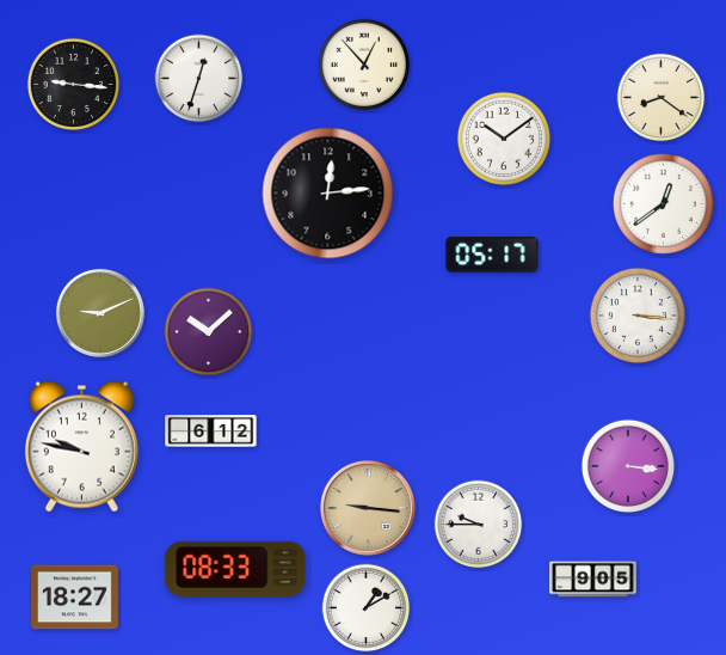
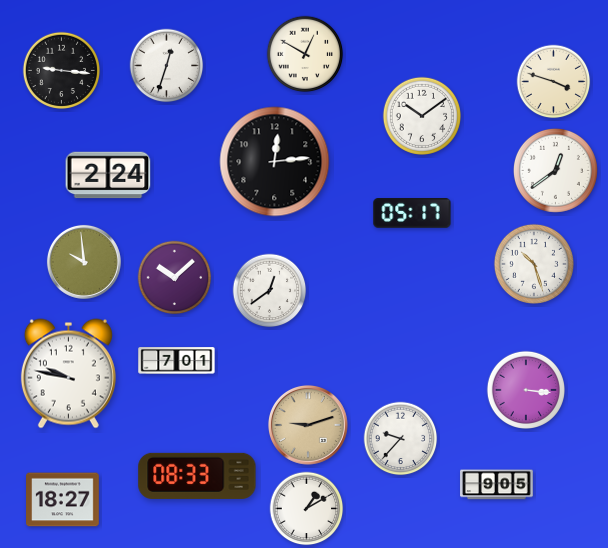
clock at (364, 65): 12:53 -> 12:50
clock at (662, 98): 8:21 -> 3:48
clock at (108, 175): none -> 2:24
clock at (100, 313): 9:11 -> 9:59
clock at (638, 316): 3:16 -> 10:27
clock at (270, 291): none -> 12:39
clock at (211, 431): 6:12 -> 7:01
clock at (368, 508): 9:16 -> 9:12
clock at (479, 525): 9:45 -> 9:37
